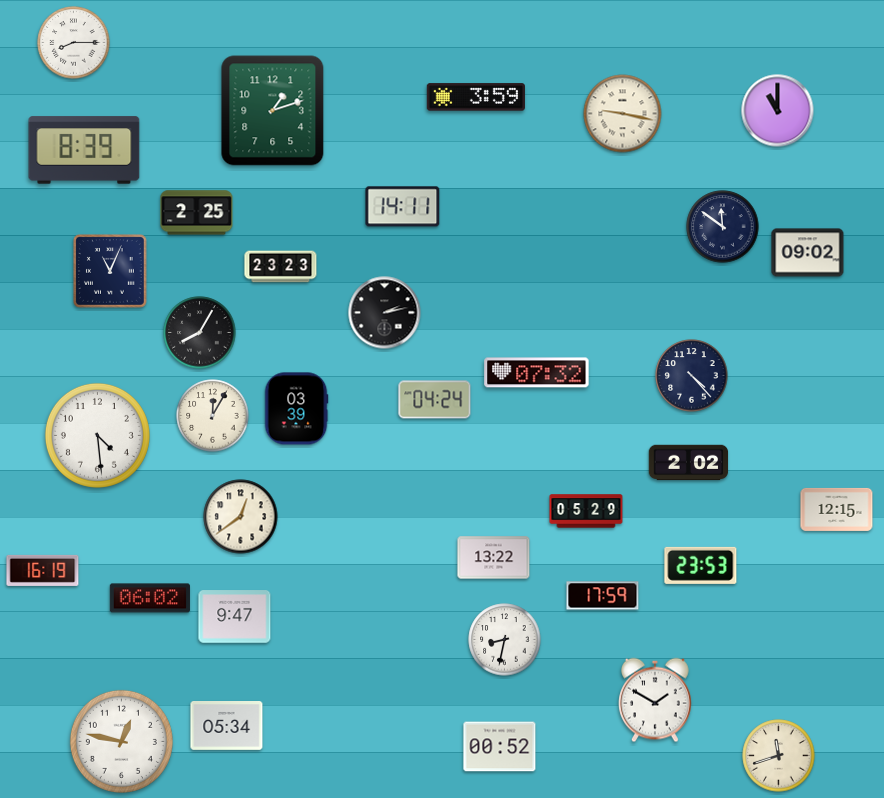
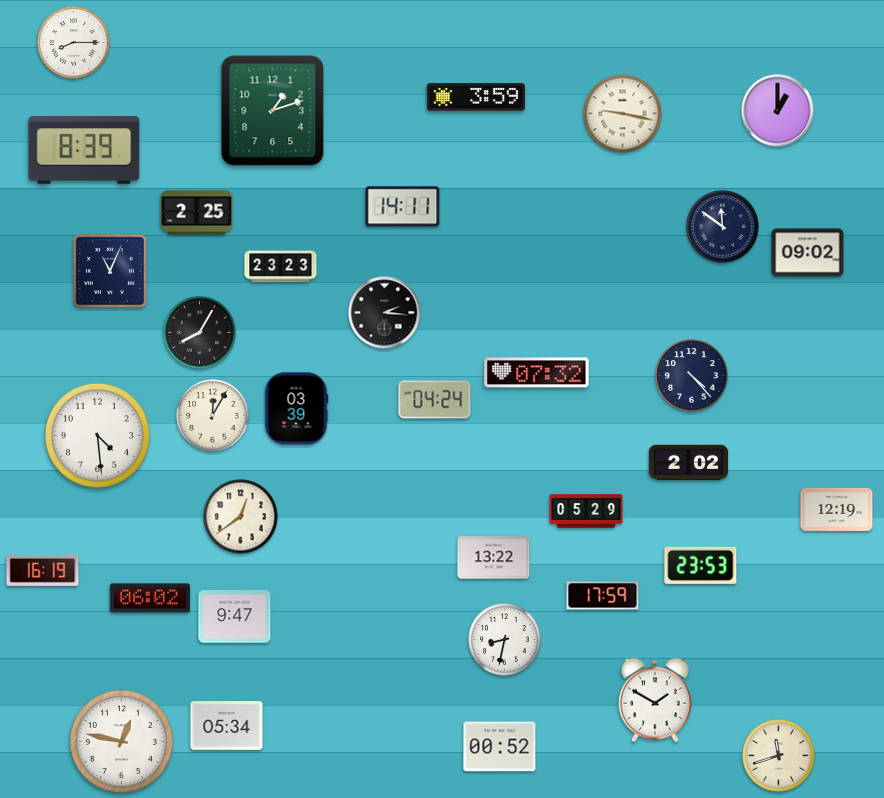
clock at (778, 111): 11:00 -> 1:00
clock at (385, 313): 2:13 -> 2:16
clock at (837, 509): 12:15 -> 12:19
